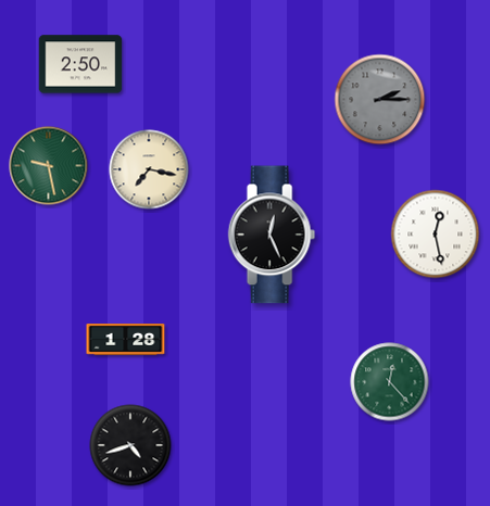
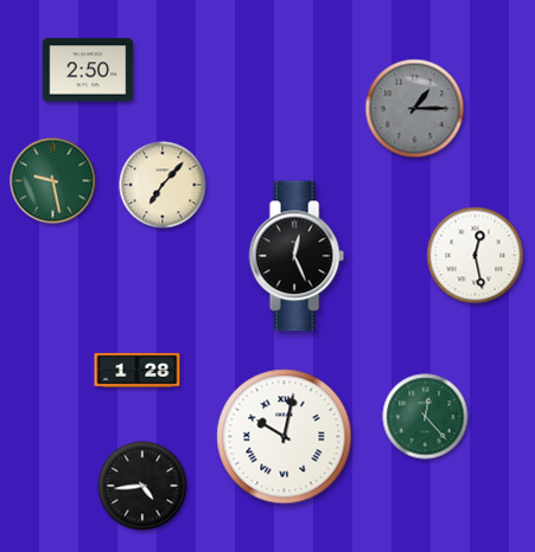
clock at (380, 100): 2:15 -> 1:15
clock at (149, 169): 7:17 -> 7:07
clock at (285, 437): none -> 10:02
clock at (130, 445): 4:42 -> 4:44
